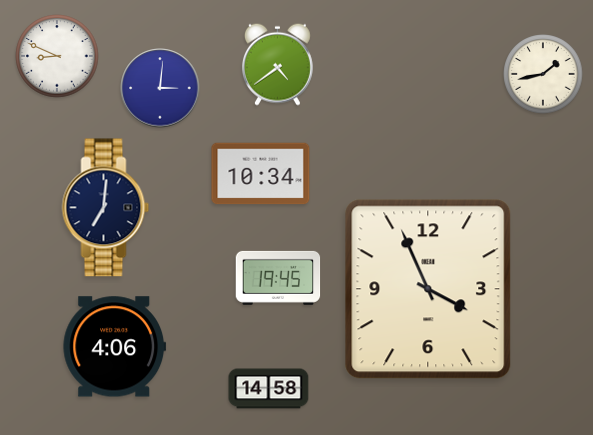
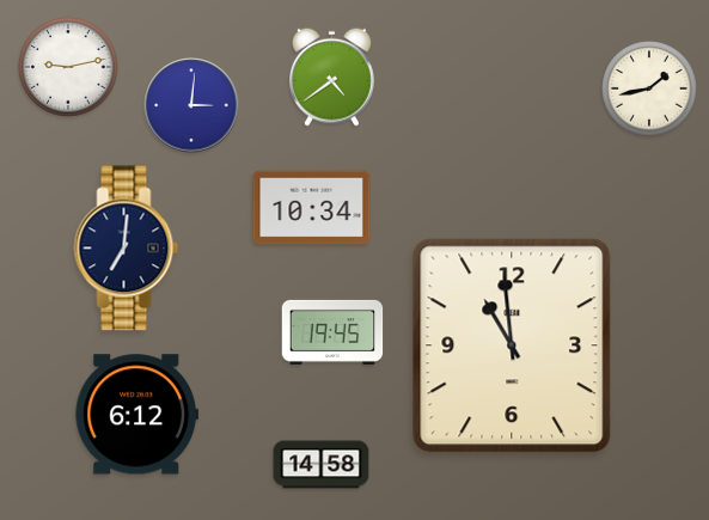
clock at (57, 56): 8:49 -> 9:13
clock at (428, 289): 3:56 -> 10:59
clock at (115, 347): 4:06 -> 6:12
